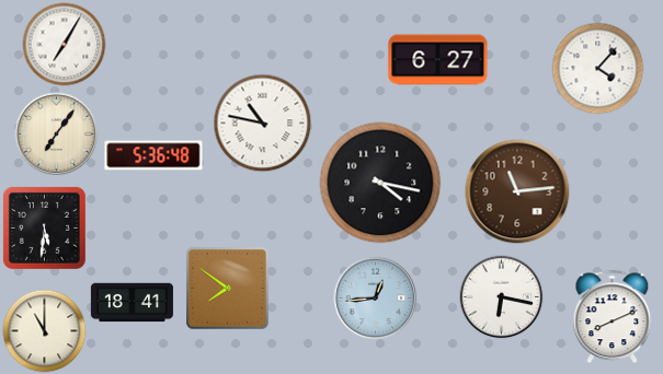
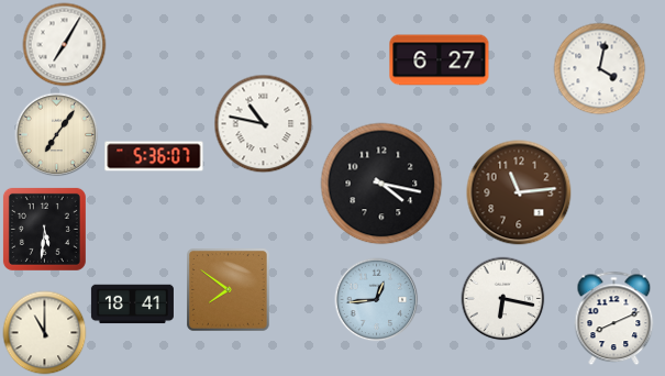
clock at (598, 69): 4:07 -> 4:02
clock at (153, 155): 5:36:48 -> 5:36:07
